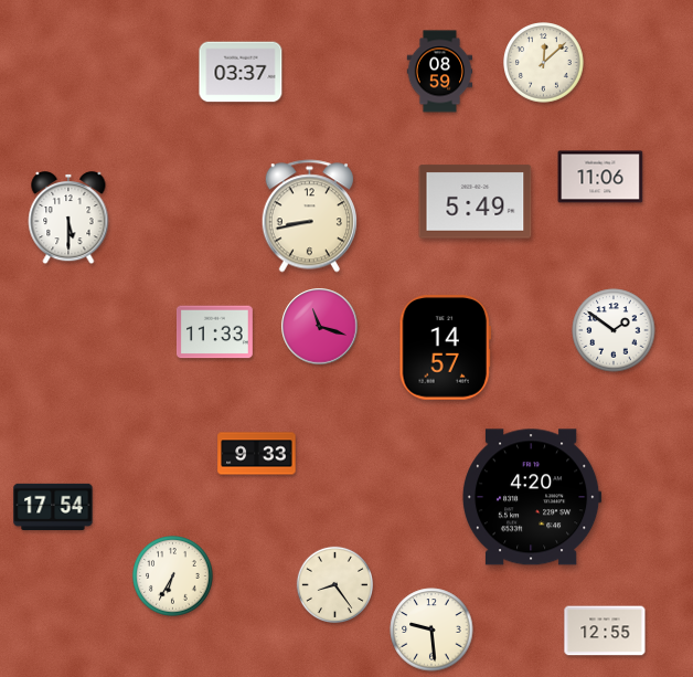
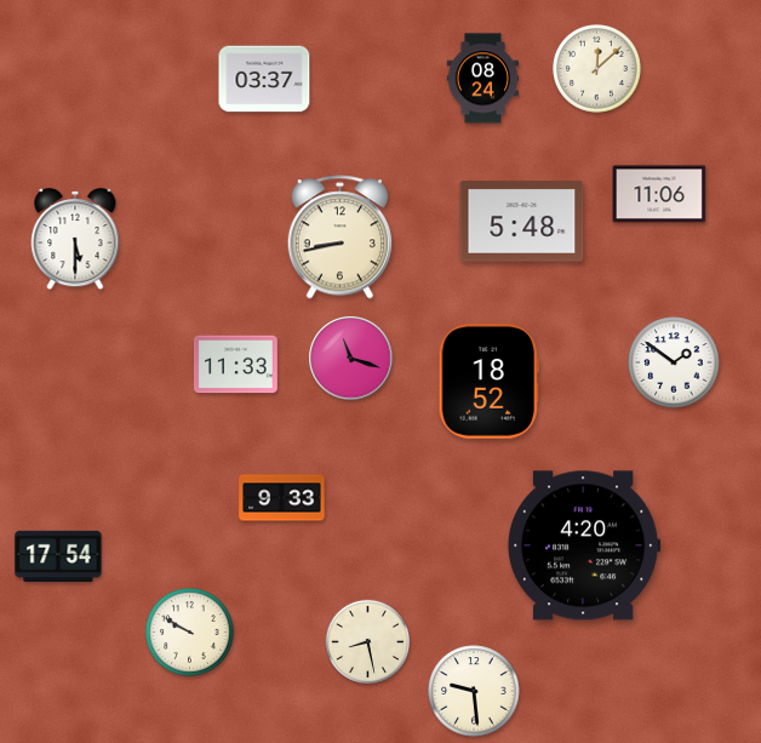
clock at (440, 72): 08:59 -> 08:24
clock at (476, 202): 5:49 -> 5:48
clock at (445, 348): 14:57 -> 18:52
clock at (173, 576): 6:35 -> 9:50
clock at (334, 584): 8:24 -> 8:28
clock at (605, 631): 12:55 -> none
